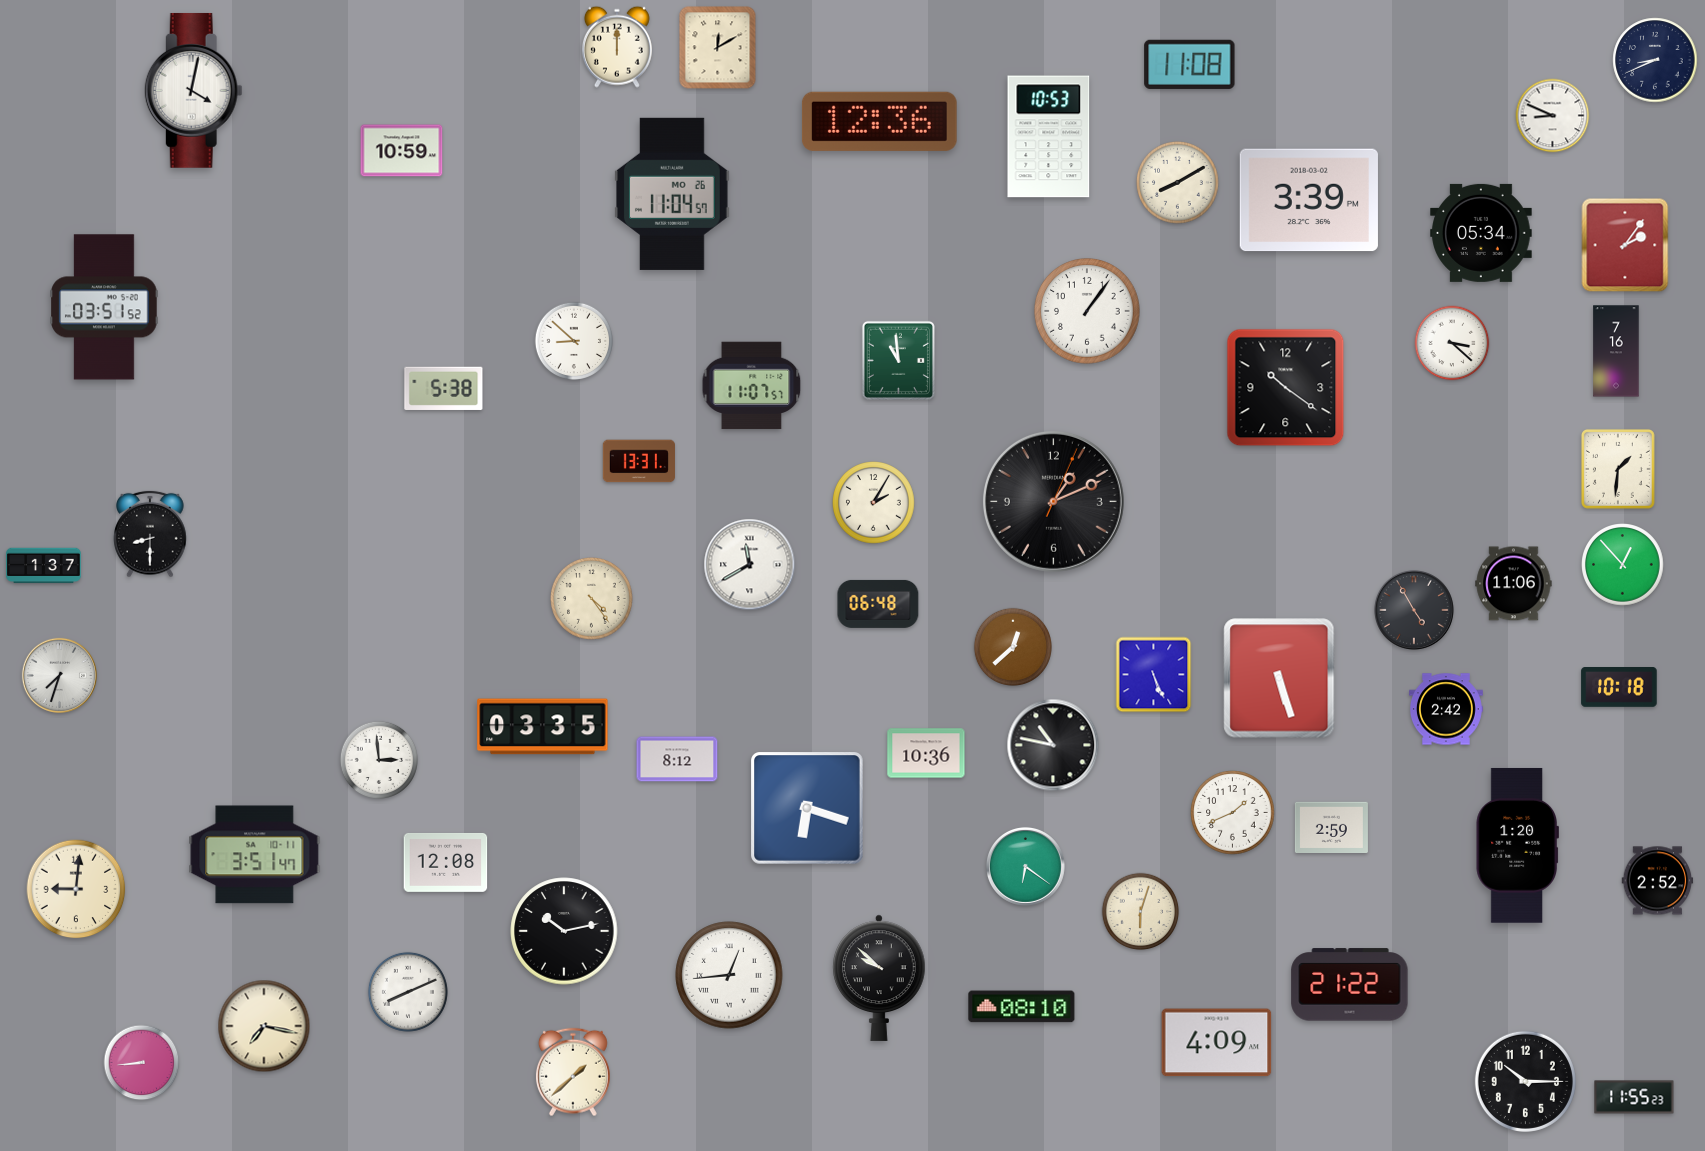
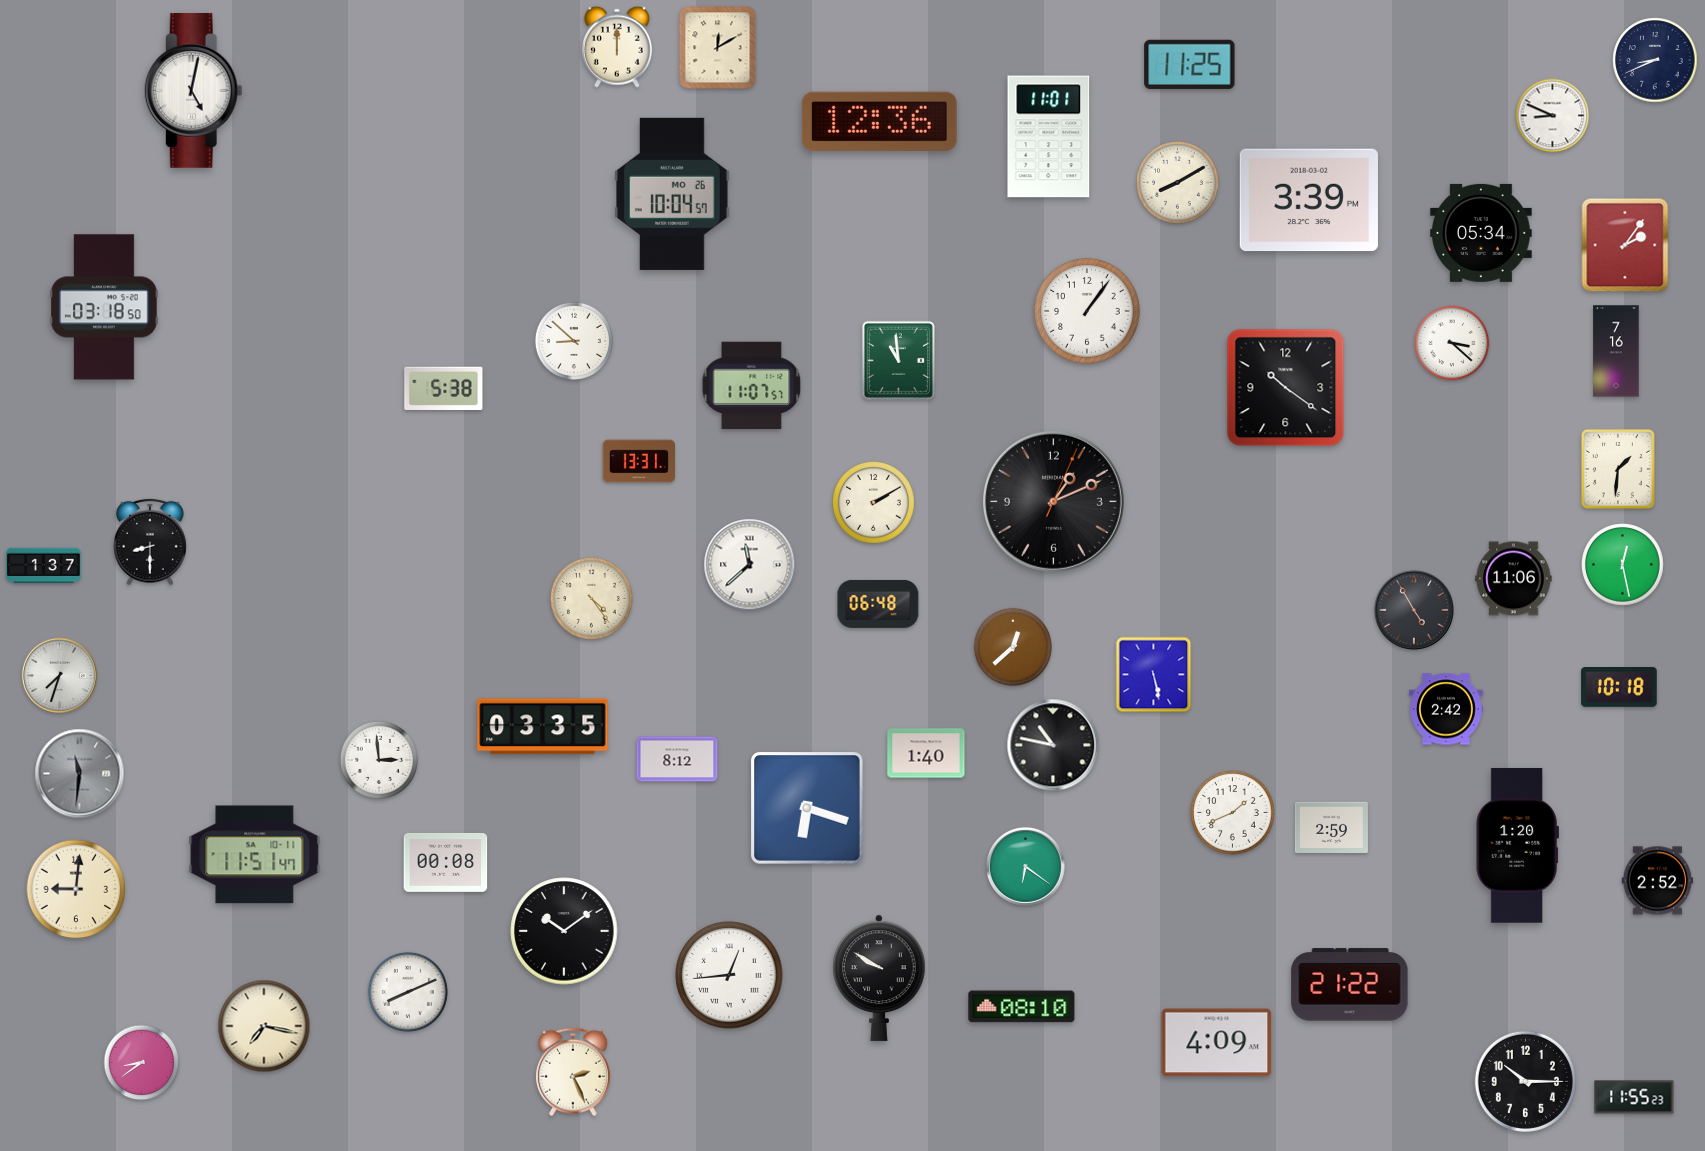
clock at (1190, 64): 11:08 -> 11:25
clock at (193, 90): 4:02 -> 5:02
clock at (1049, 137): 10:53 -> 11:01
clock at (402, 151): 10:59 -> none
clock at (673, 194): 11:04 -> 10:04
clock at (104, 307): 03:51 -> 03:18
clock at (874, 503): 2:05 -> 2:10
clock at (150, 534) position: (150, 534) -> (150, 542)
clock at (750, 565): 11:40 -> 11:38
clock at (1623, 565): 12:53 -> 12:28
clock at (1514, 584) position: (1514, 584) -> (1514, 579)
clock at (1154, 675): 5:26 -> 5:28
clock at (1279, 678): 5:27 -> none
clock at (926, 753): 10:36 -> 1:40
clock at (80, 774): none -> 11:31
clock at (255, 855): 3:51 -> 11:51
clock at (446, 862): 12:08 -> 00:08
clock at (1141, 912): 6:03 -> none
clock at (564, 931): 10:13 -> 10:09
clock at (879, 978): 9:52 -> 9:50
clock at (142, 1063): 8:44 -> 8:39
clock at (573, 1072): 1:38 -> 2:26
